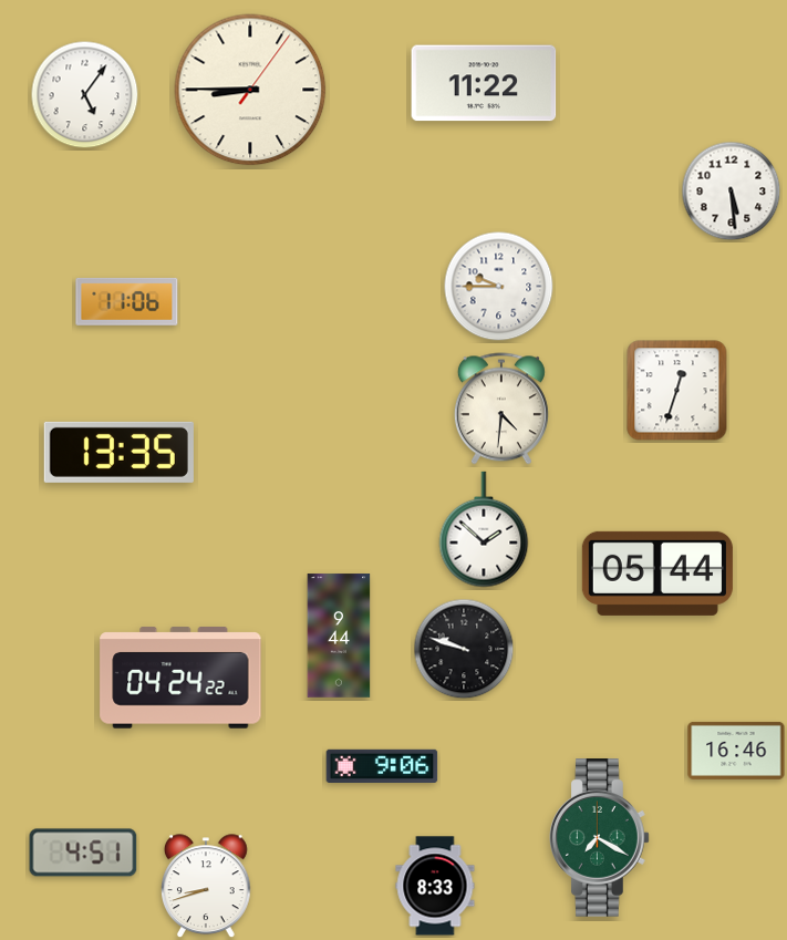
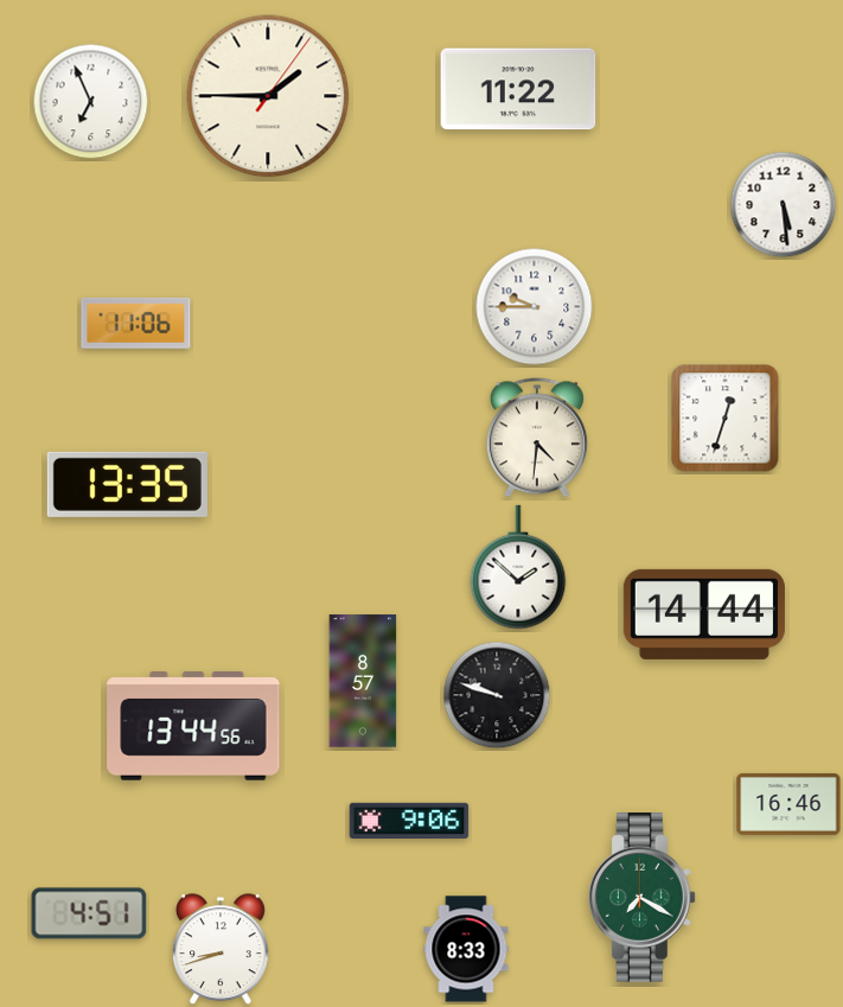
clock at (250, 90): 8:45 -> 1:45
clock at (85, 95): 5:06 -> 6:56
clock at (657, 574): 05:44 -> 14:44
clock at (339, 636): 9:44 -> 8:57
clock at (180, 678): 04:24 -> 13:44
